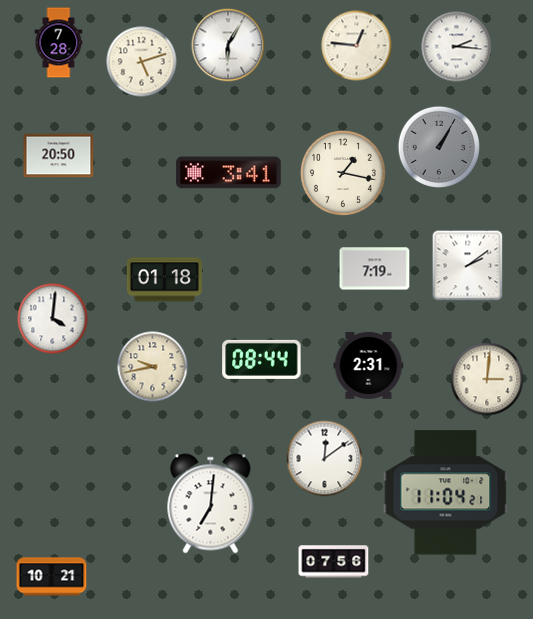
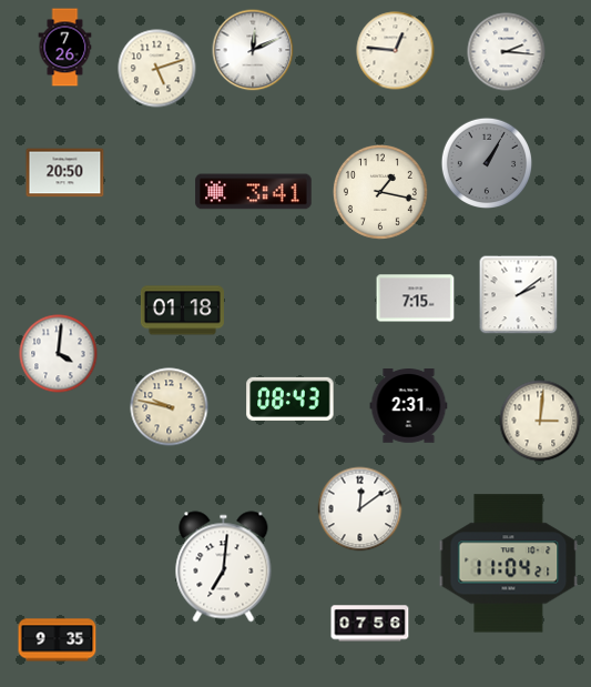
clock at (59, 43): 7:28 -> 7:26
clock at (228, 45): 6:05 -> 12:11
clock at (375, 269): 7:19 -> 7:15
clock at (262, 359): 08:44 -> 08:43
clock at (153, 367): 9:43 -> 9:47
clock at (446, 493) position: (446, 493) -> (509, 564)
clock at (211, 504) position: (211, 504) -> (224, 567)
clock at (52, 577): 10:21 -> 9:35
